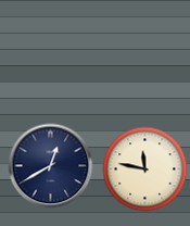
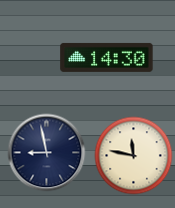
clock at (107, 57): none -> 14:30
clock at (50, 165): 12:40 -> 8:58
